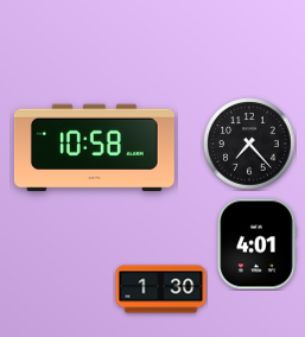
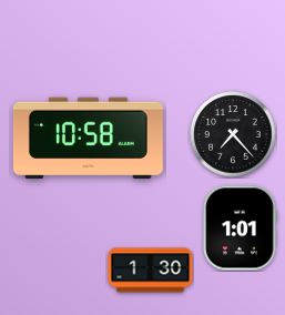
clock at (256, 244): 4:01 -> 1:01
